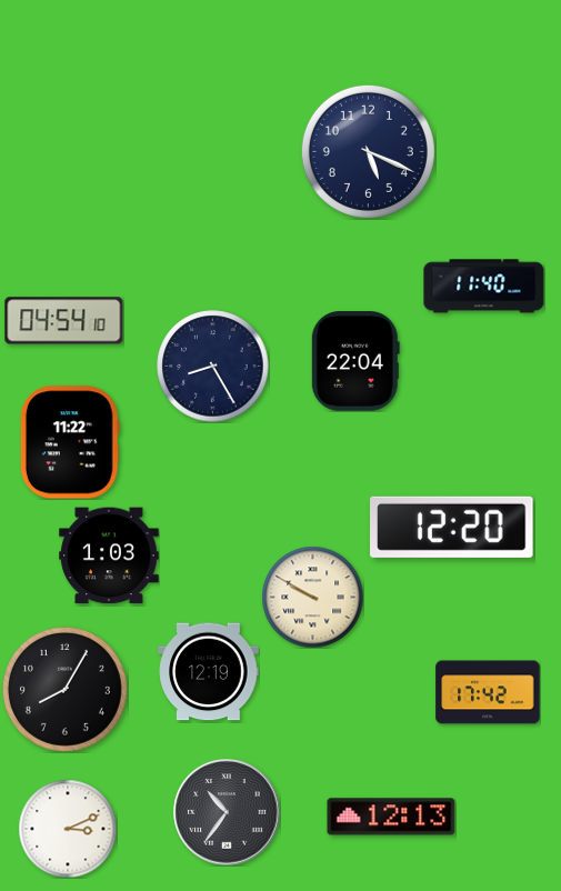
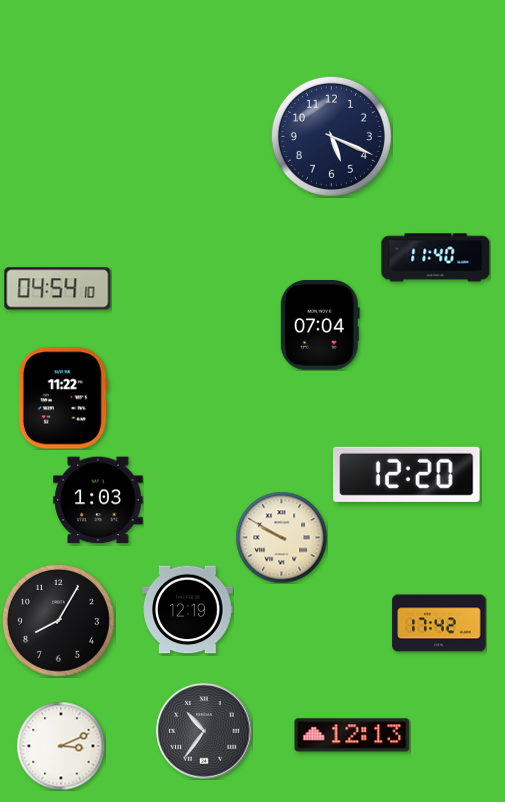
clock at (355, 361): 22:04 -> 07:04
clock at (213, 367): 8:25 -> none
clock at (209, 672) position: (209, 672) -> (188, 610)
